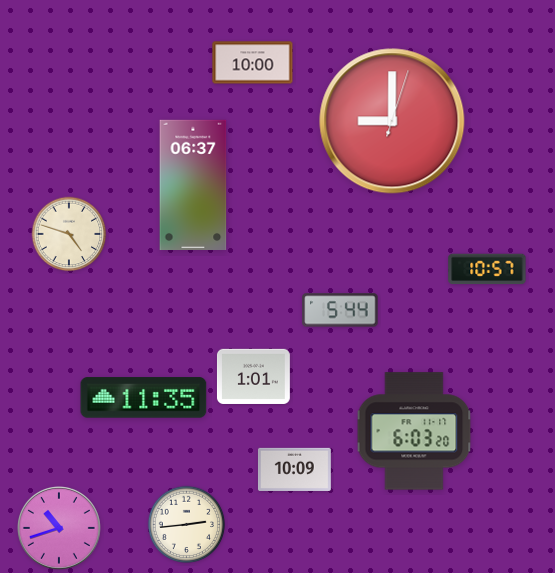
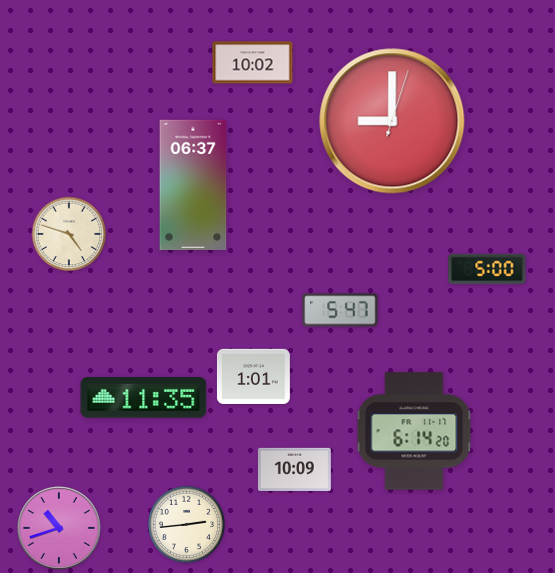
clock at (253, 63): 10:00 -> 10:02
clock at (487, 269): 10:57 -> 5:00
clock at (340, 310): 5:44 -> 5:47
clock at (414, 431): 6:03 -> 6:14
